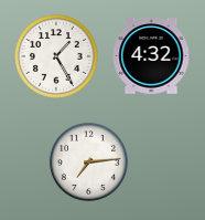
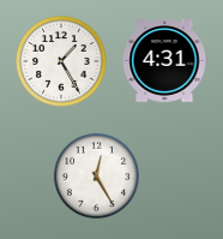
clock at (151, 56): 4:32 -> 4:31
clock at (88, 161): 7:14 -> 12:25
